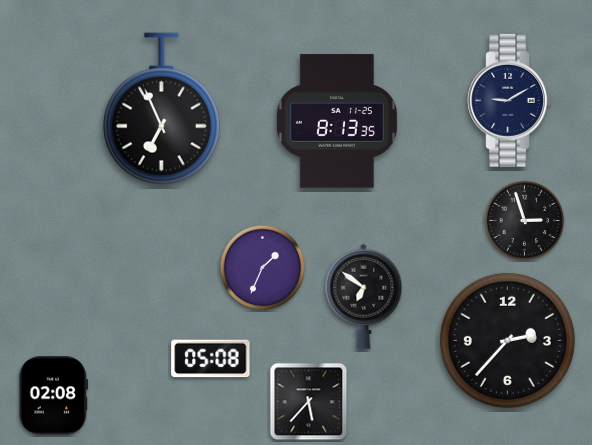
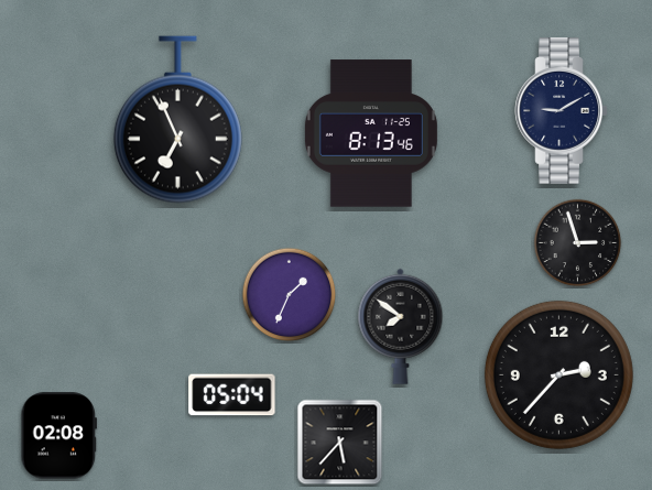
clock at (337, 121): 8:13:35 -> 8:13:46
clock at (364, 296): 6:51 -> 7:51
clock at (211, 359): 05:08 -> 05:04
